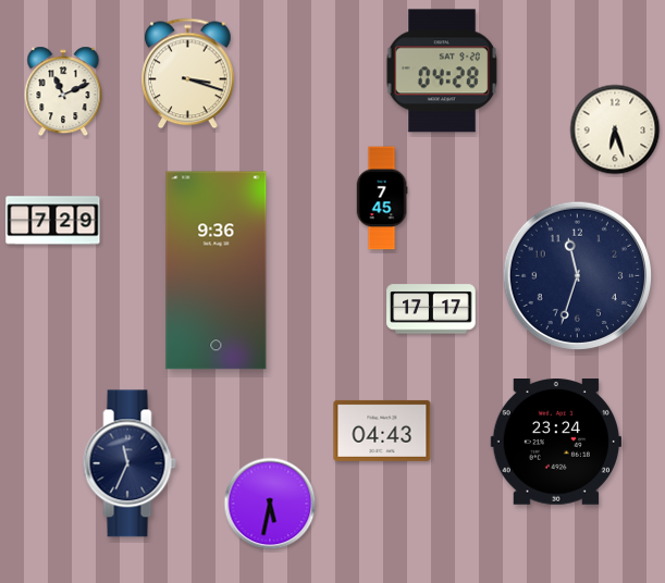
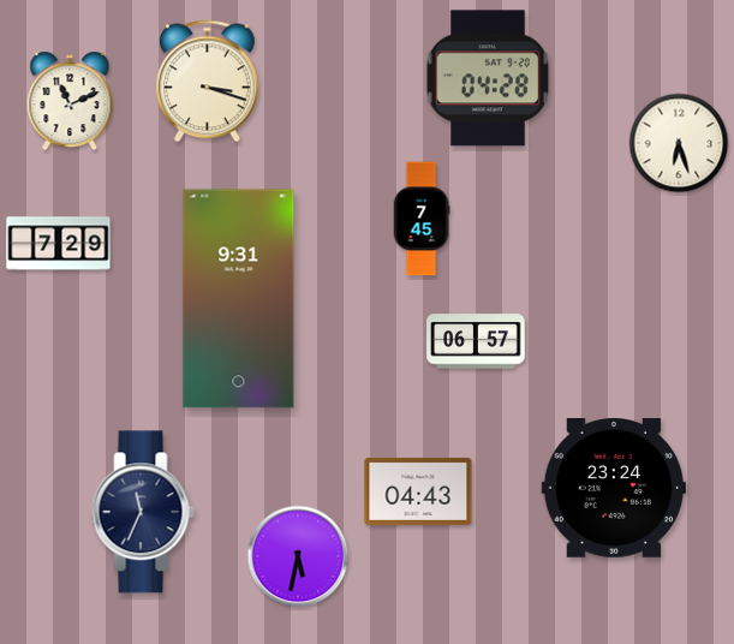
clock at (217, 271): 9:36 -> 9:31
clock at (578, 276): 11:33 -> none
clock at (431, 309): 17:17 -> 06:57
clock at (382, 431) position: (382, 431) -> (418, 491)
